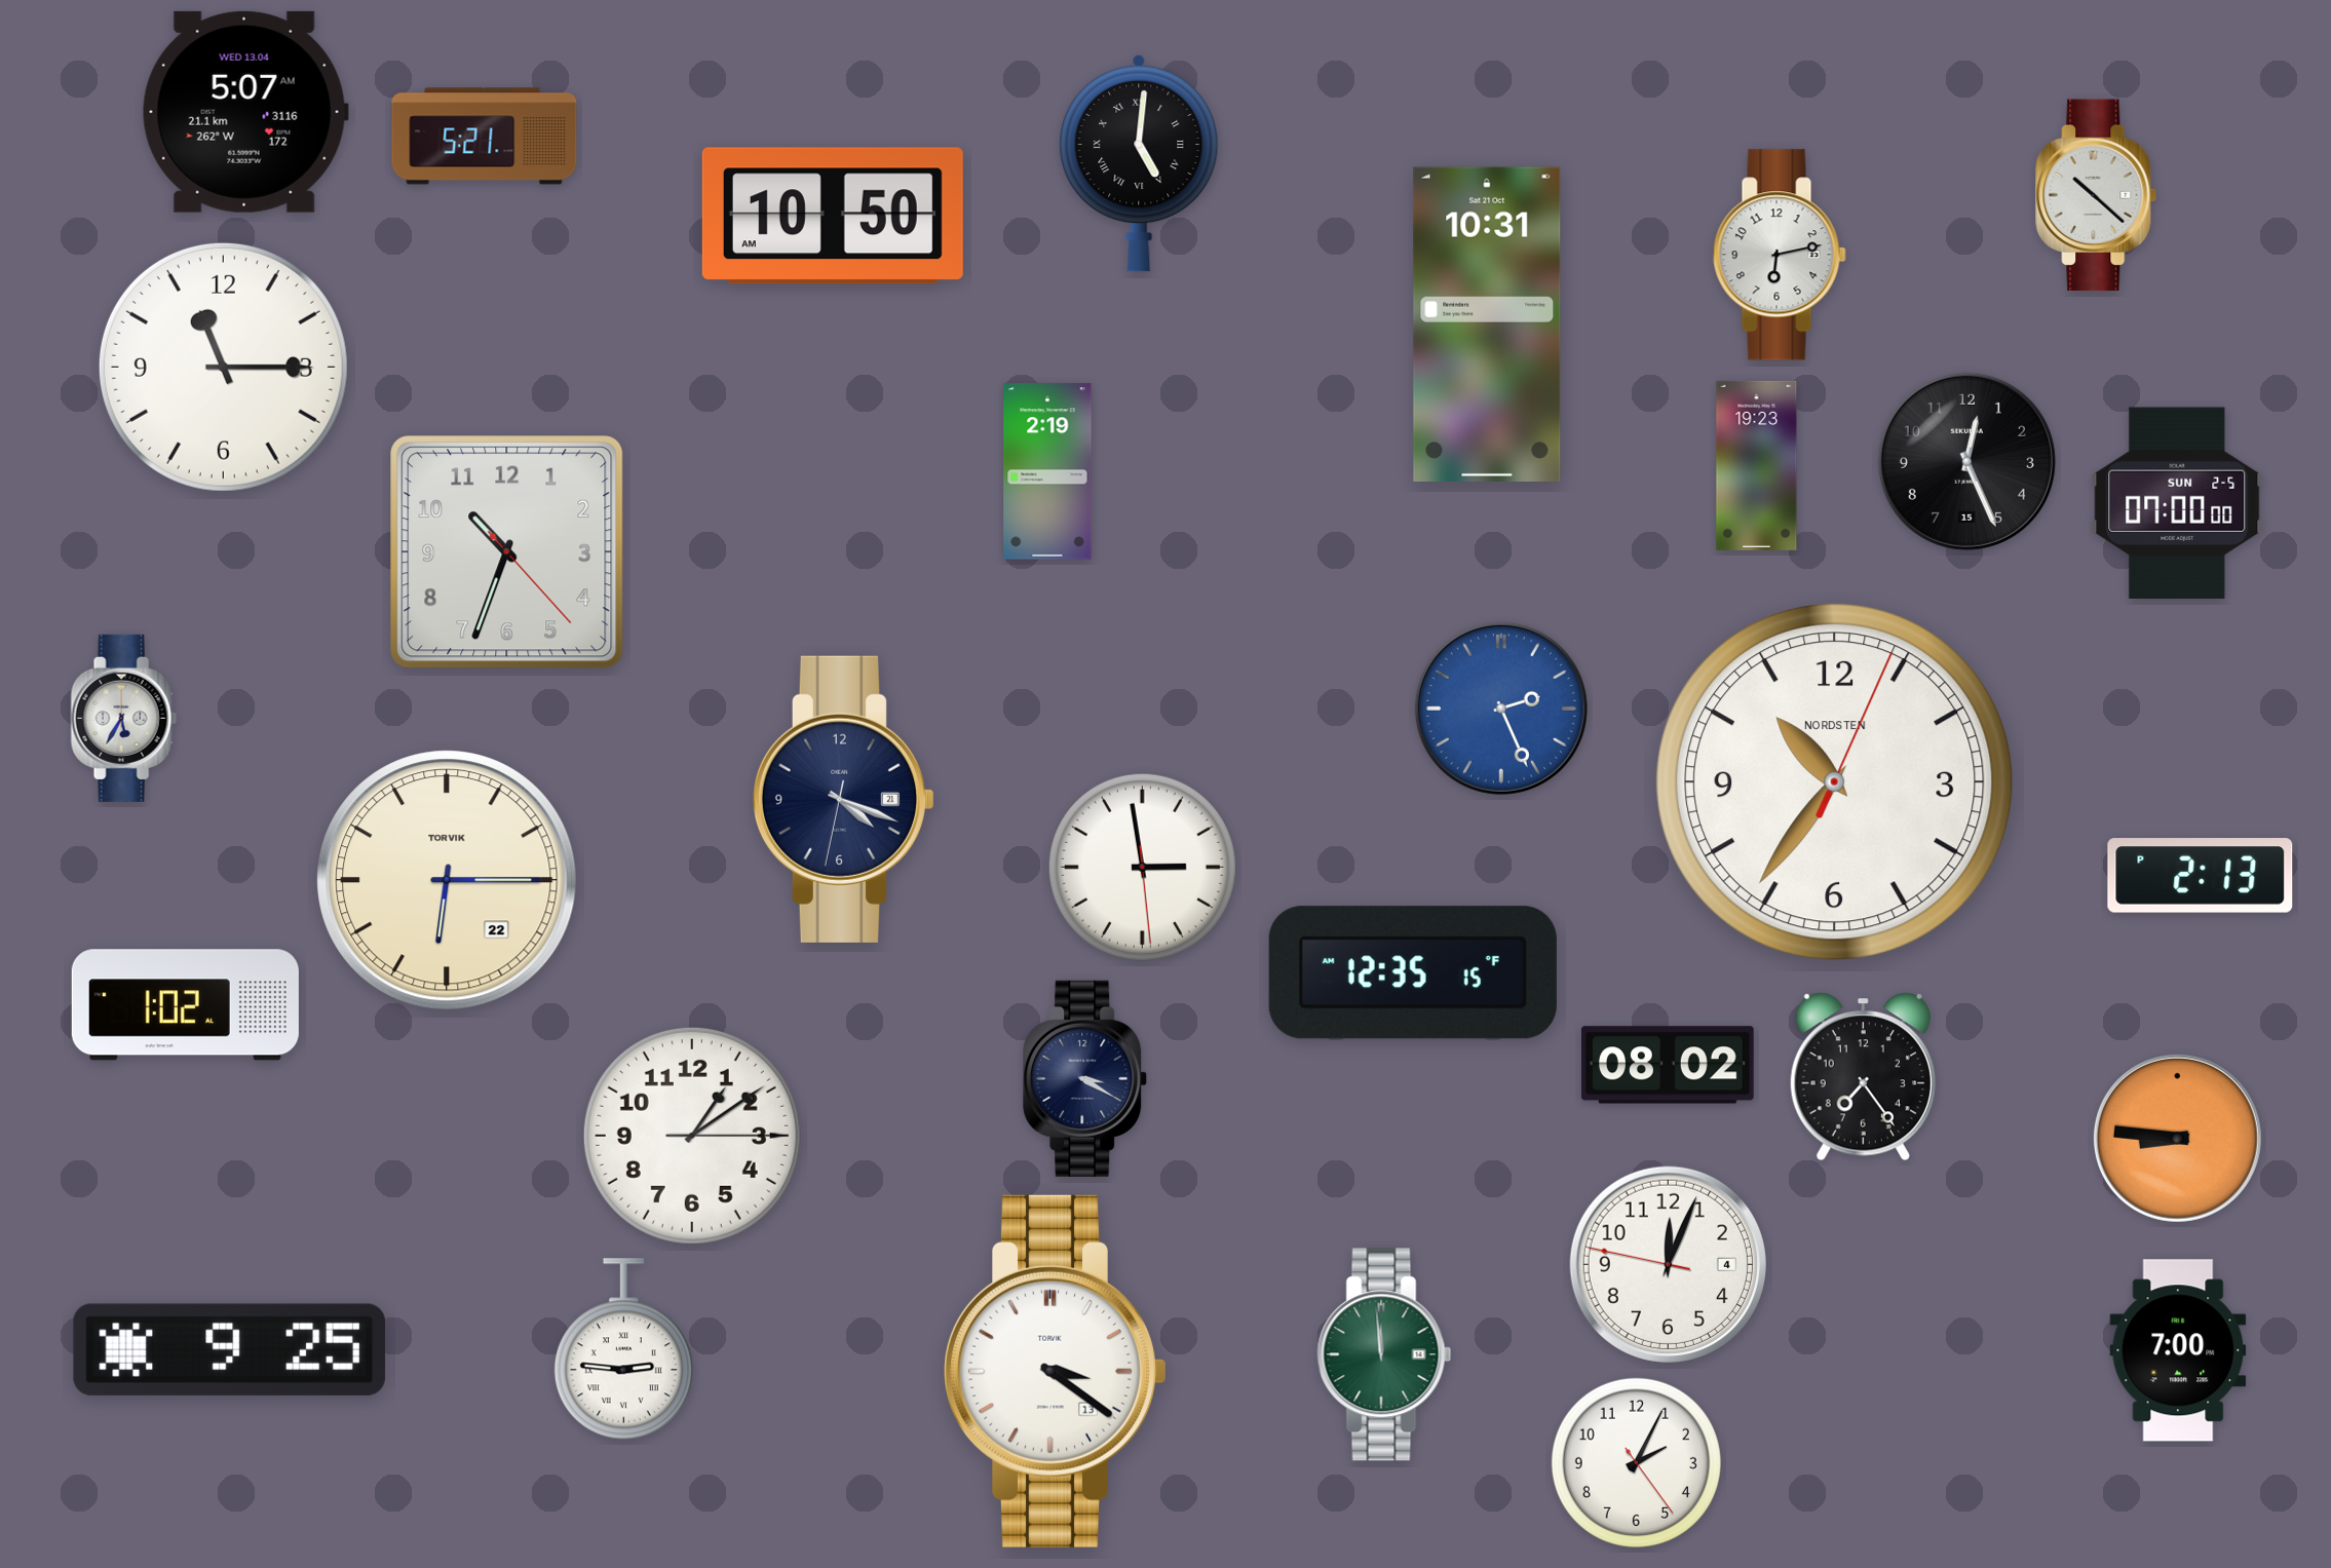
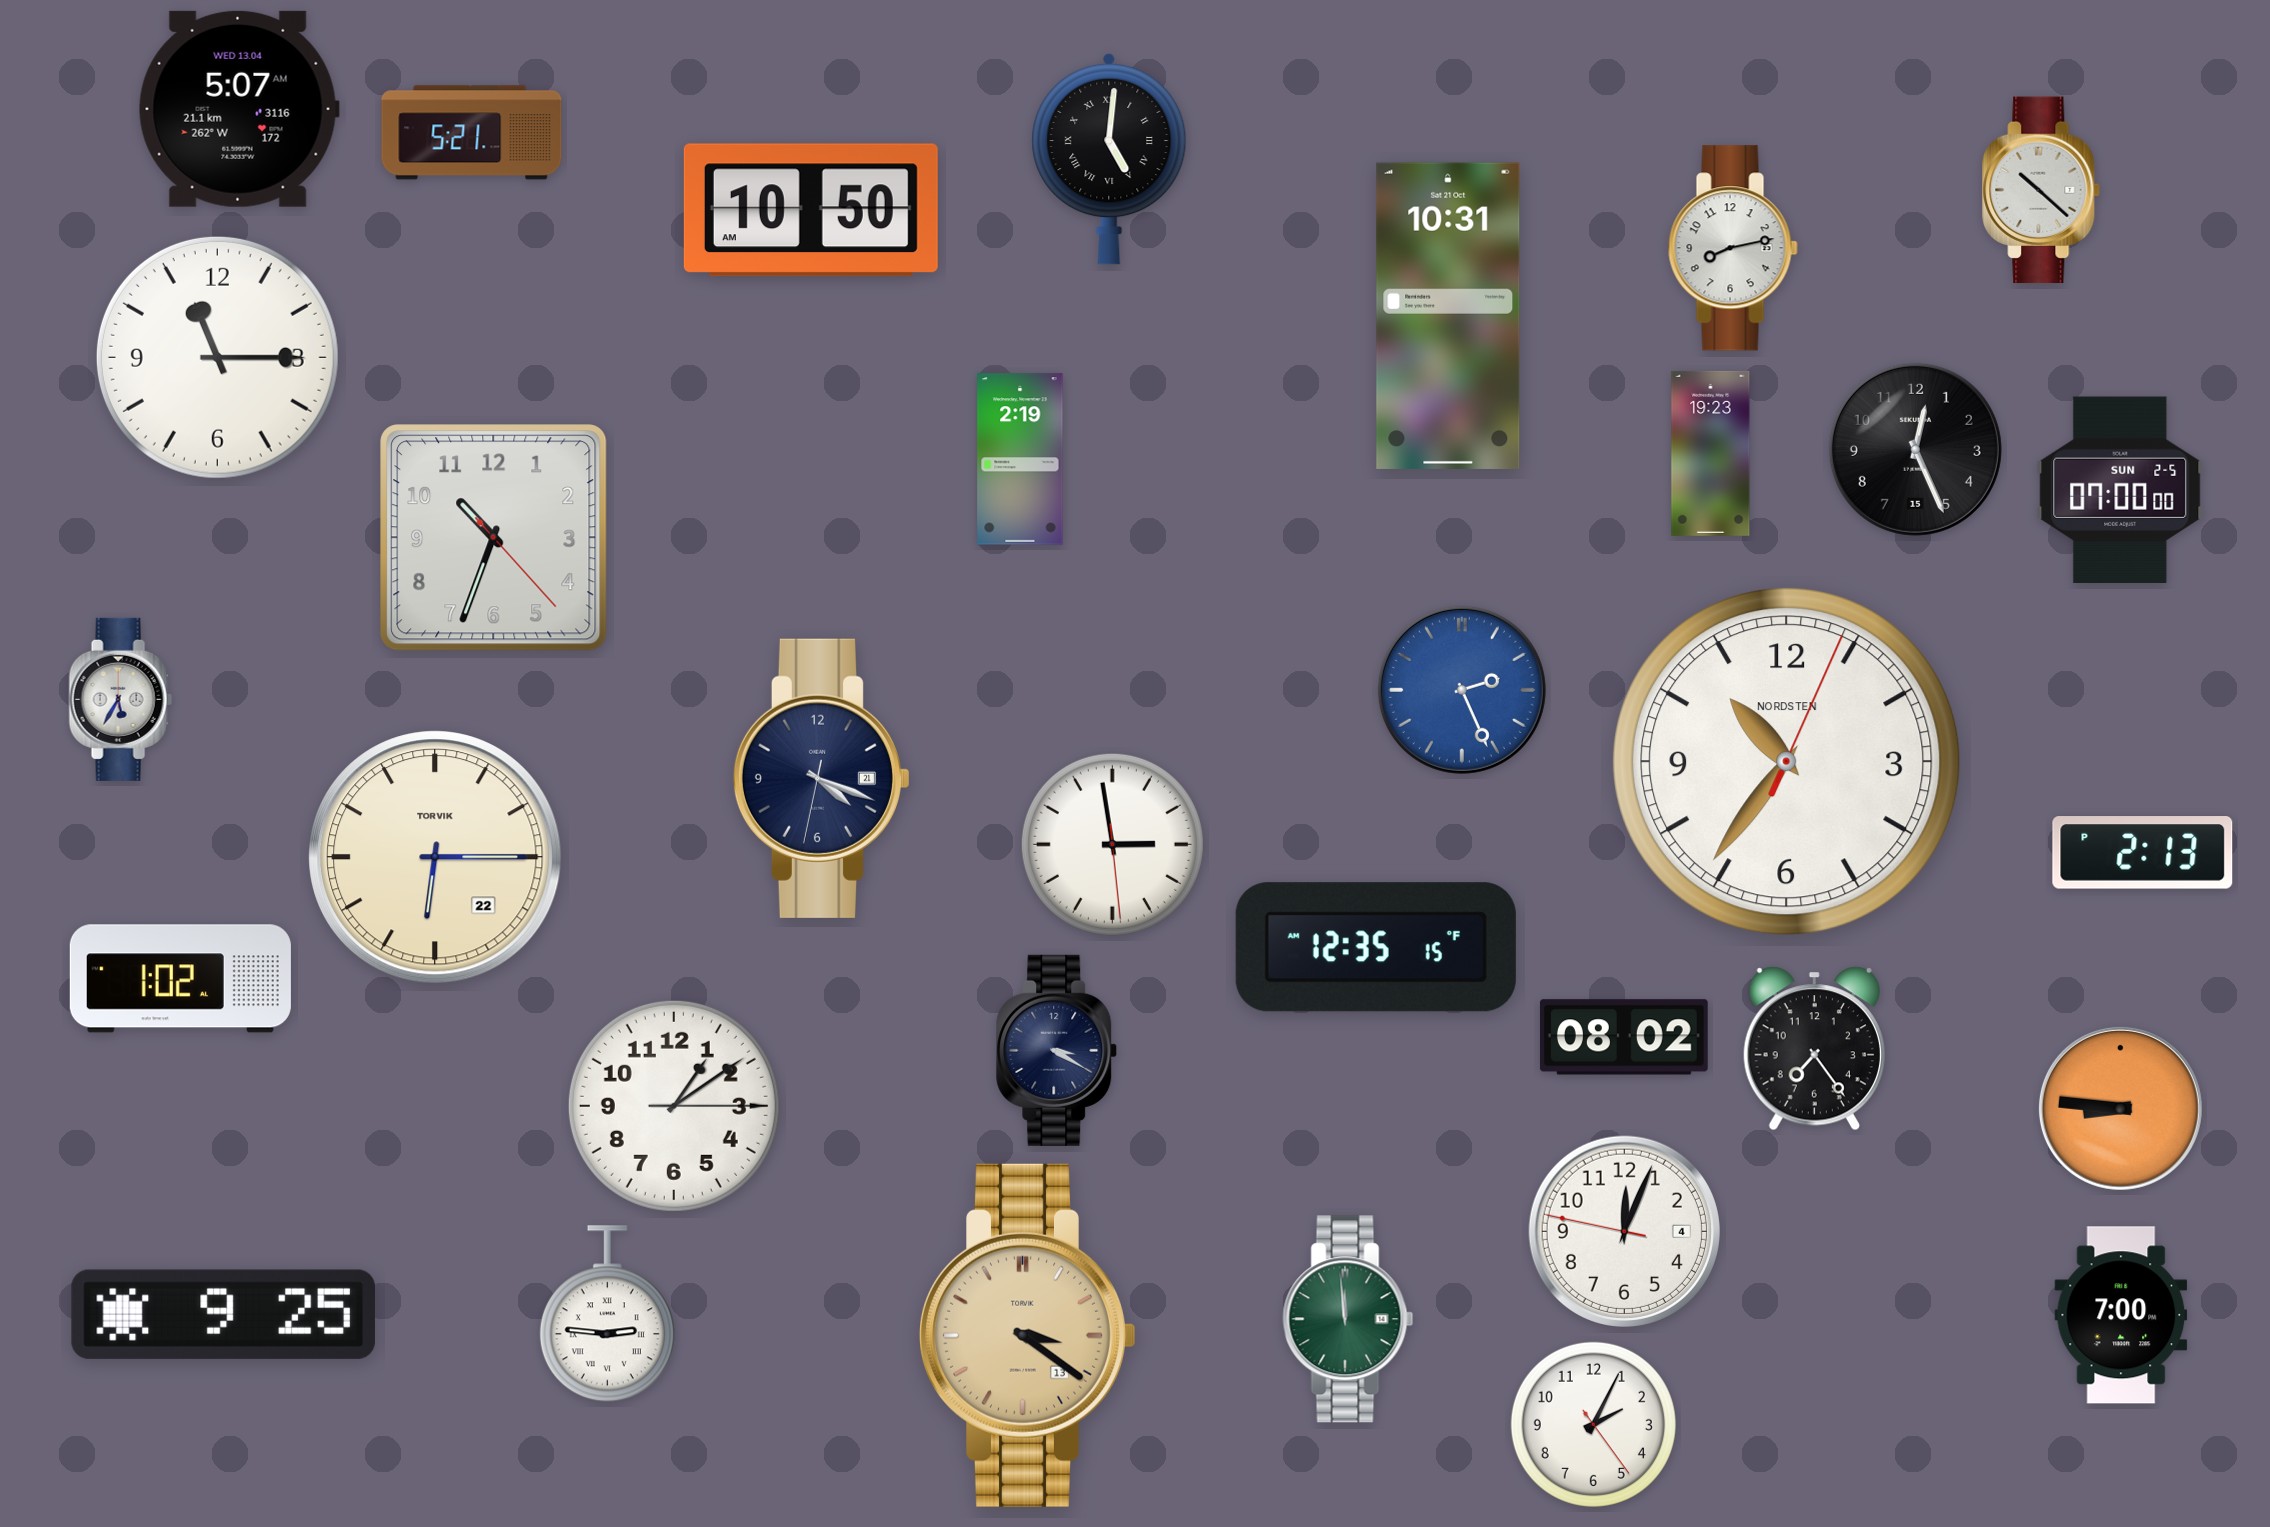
clock at (1780, 255): 6:13 -> 8:13
clock at (1056, 1371) dial: white -> champagne
